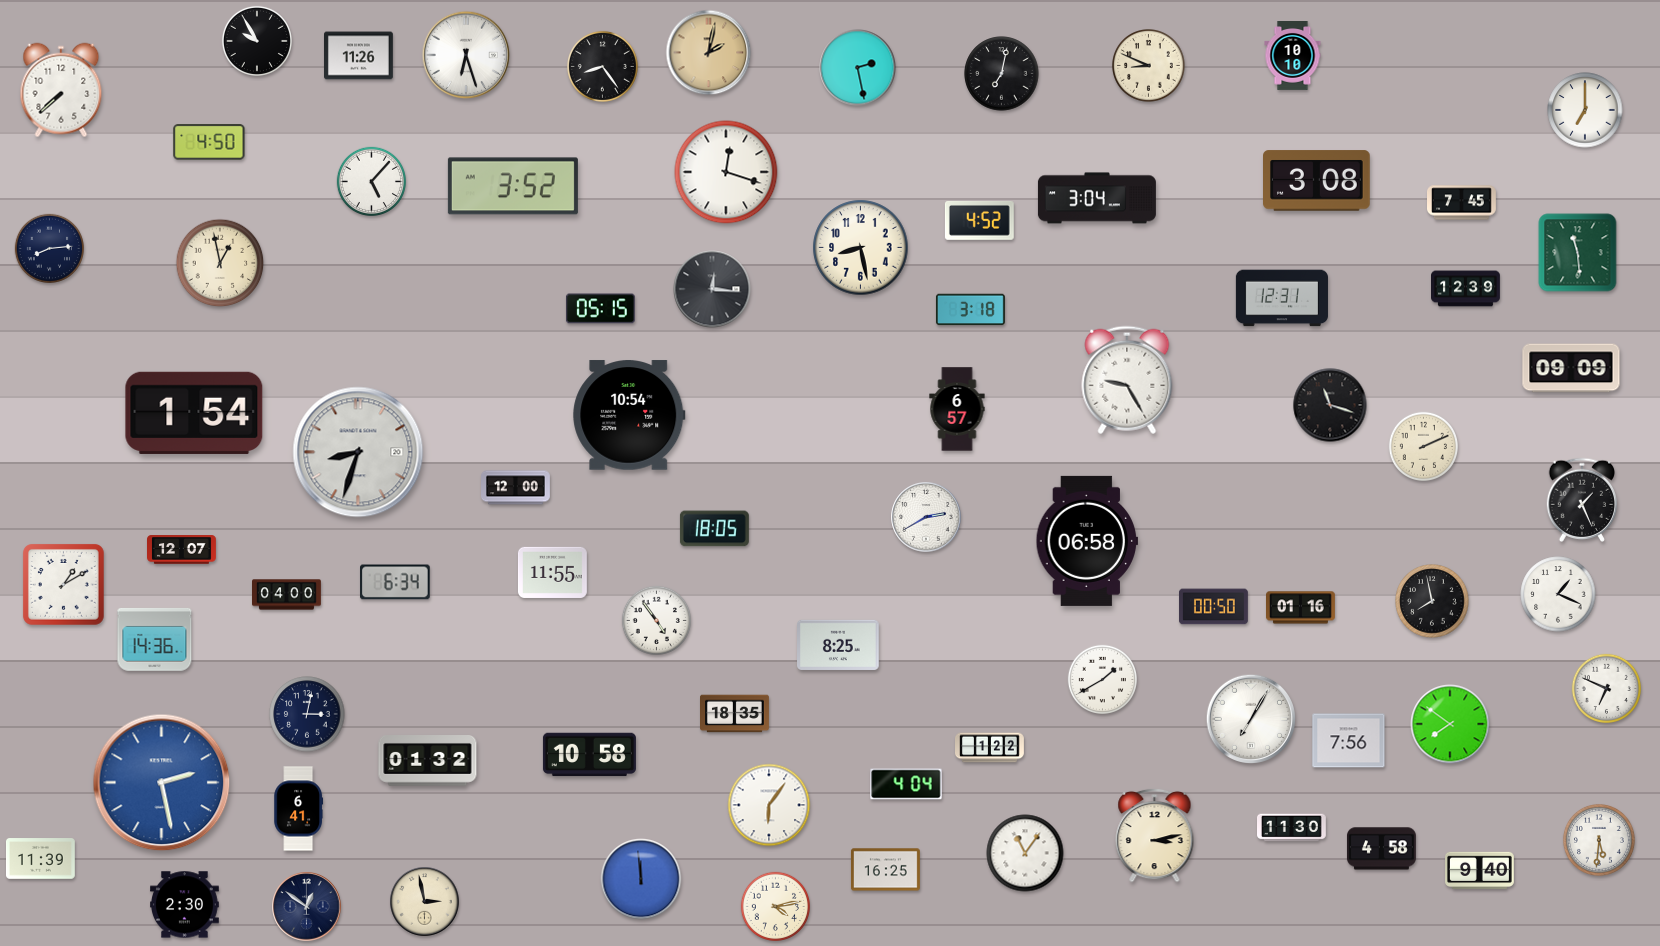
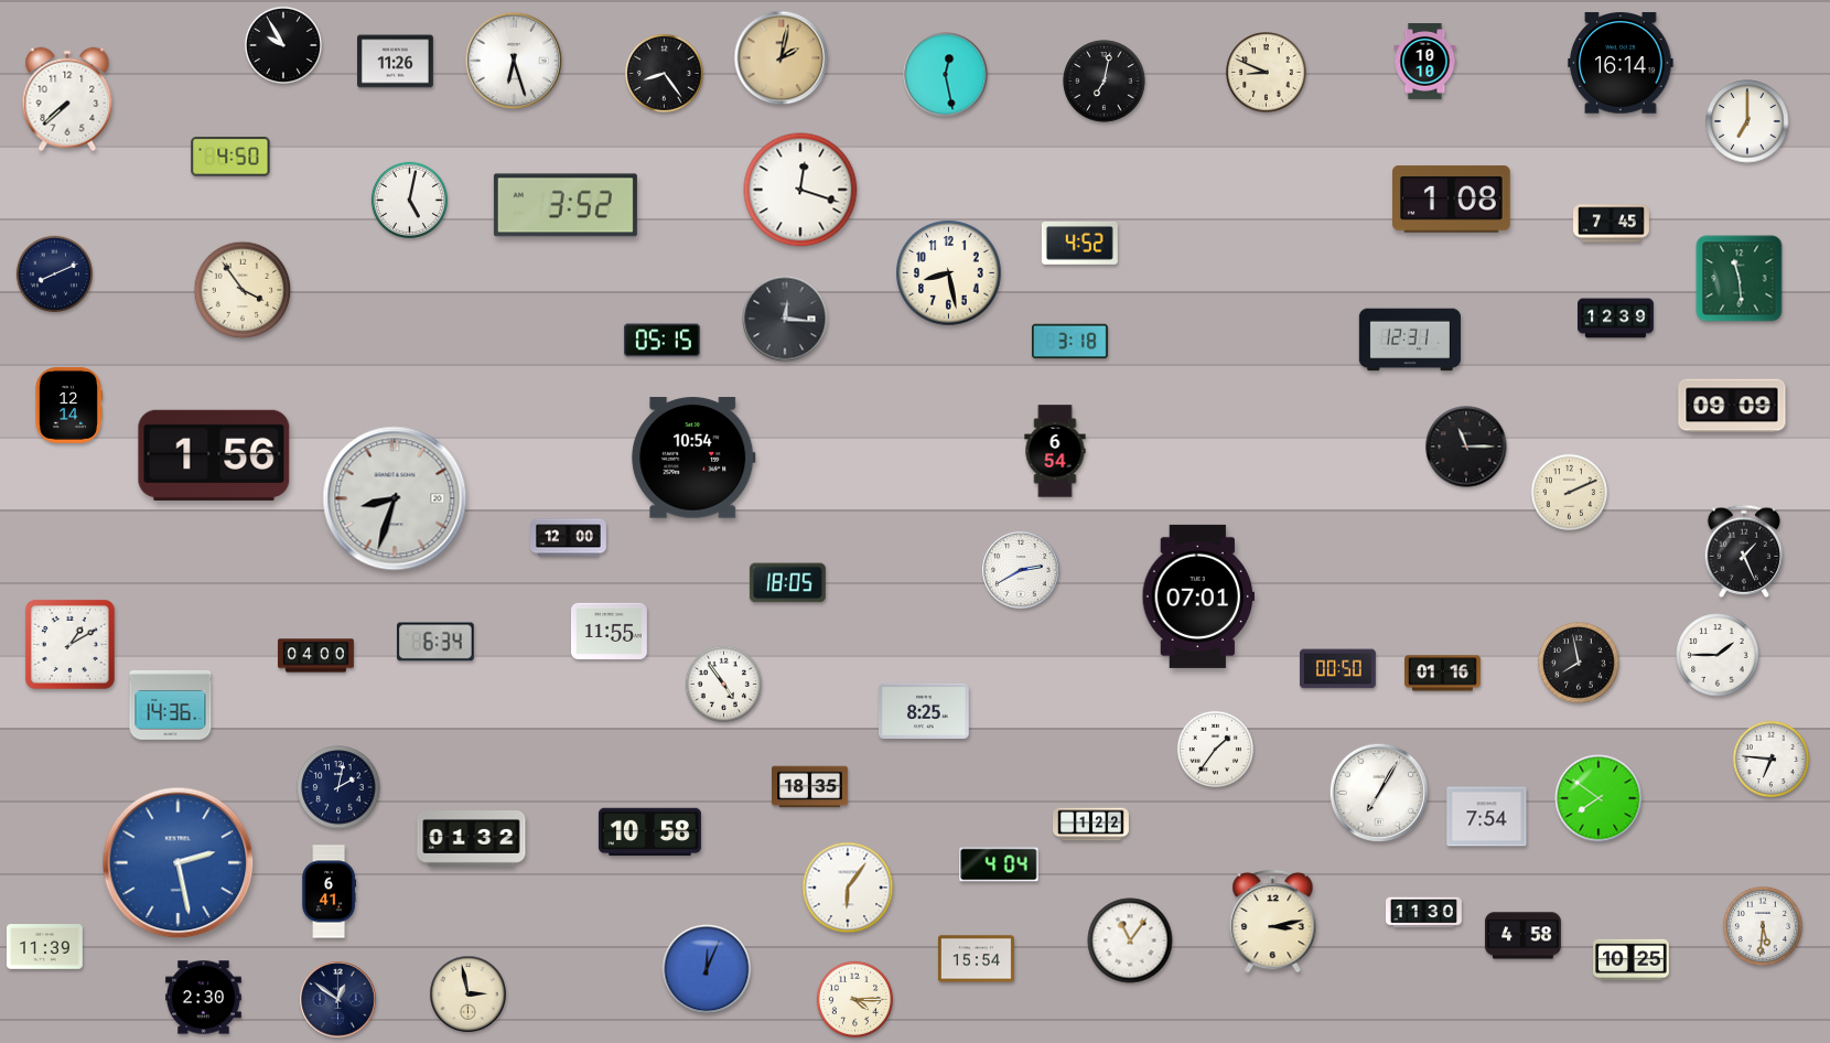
clock at (1621, 63): none -> 16:14
clock at (858, 68): 2:28 -> 12:28
clock at (371, 181): 5:07 -> 5:02
clock at (1317, 181): 3:08 -> 1:08
clock at (1097, 198): 3:04 -> none
clock at (49, 248): 8:14 -> 8:11
clock at (220, 263): 12:58 -> 3:54
clock at (1282, 298) position: (1282, 298) -> (1410, 340)
clock at (68, 405): none -> 12:14
clock at (1127, 380): 9:25 -> none
clock at (1330, 405): 11:18 -> 11:15
clock at (957, 409): 6:57 -> 6:54
clock at (194, 413): 1:54 -> 1:56
clock at (1086, 541): 06:58 -> 07:01
clock at (182, 550): 12:07 -> none
clock at (1558, 594): 1:19 -> 1:45
clock at (1301, 608) position: (1301, 608) -> (1443, 674)
clock at (1102, 679): 1:40 -> 1:36
clock at (1606, 688): 6:49 -> 6:46
clock at (307, 714): 3:02 -> 2:02
clock at (1349, 741): 7:56 -> 7:54
clock at (885, 870): 16:25 -> 15:54
clock at (1480, 871): 9:40 -> 10:25
clock at (641, 879): 11:59 -> 12:04
clock at (775, 906): 4:13 -> 4:15
